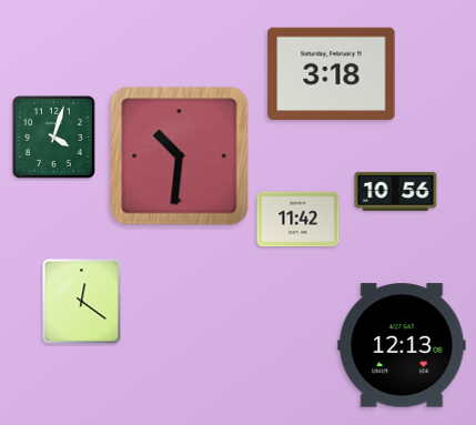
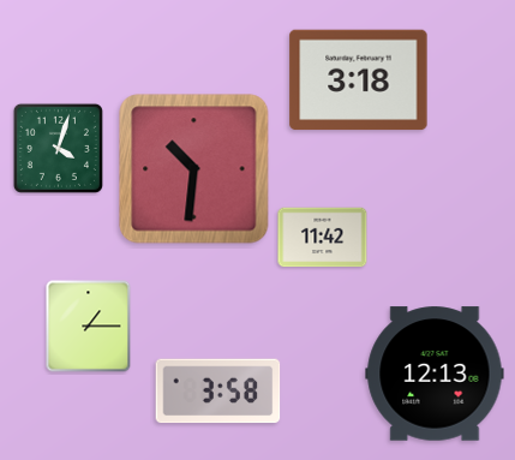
clock at (396, 191): 10:56 -> none
clock at (82, 302): 12:21 -> 1:15
clock at (218, 392): none -> 3:58
